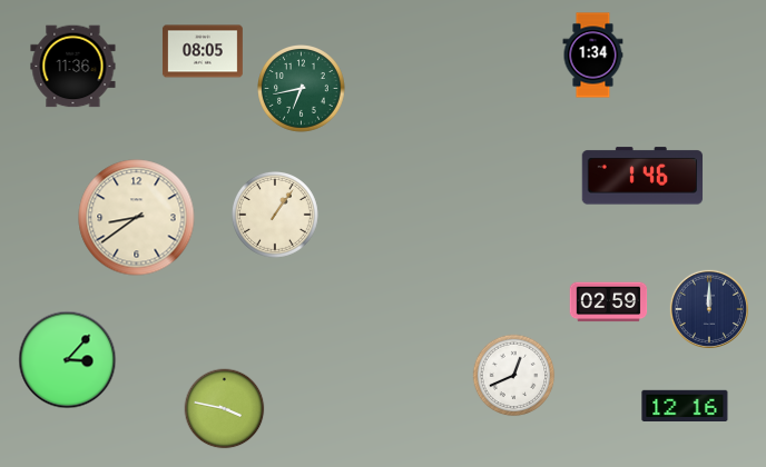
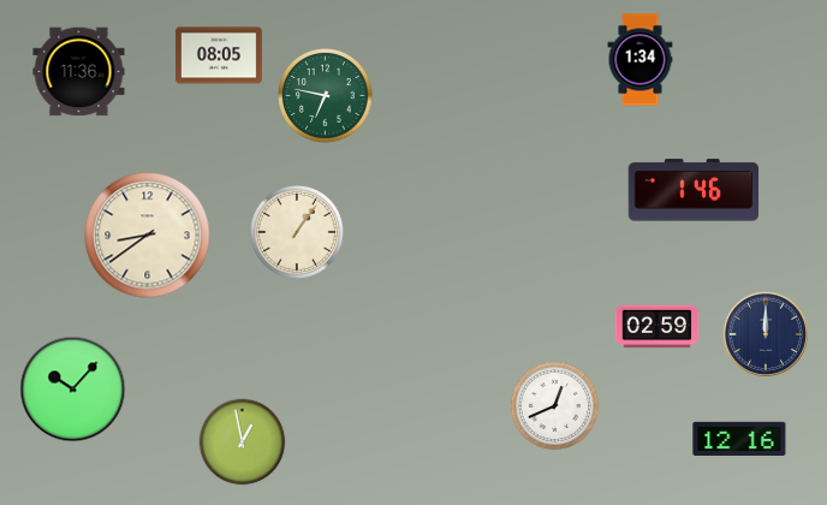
clock at (302, 89): 6:43 -> 6:47
clock at (68, 360): 3:07 -> 10:07
clock at (225, 409): 3:47 -> 12:58
